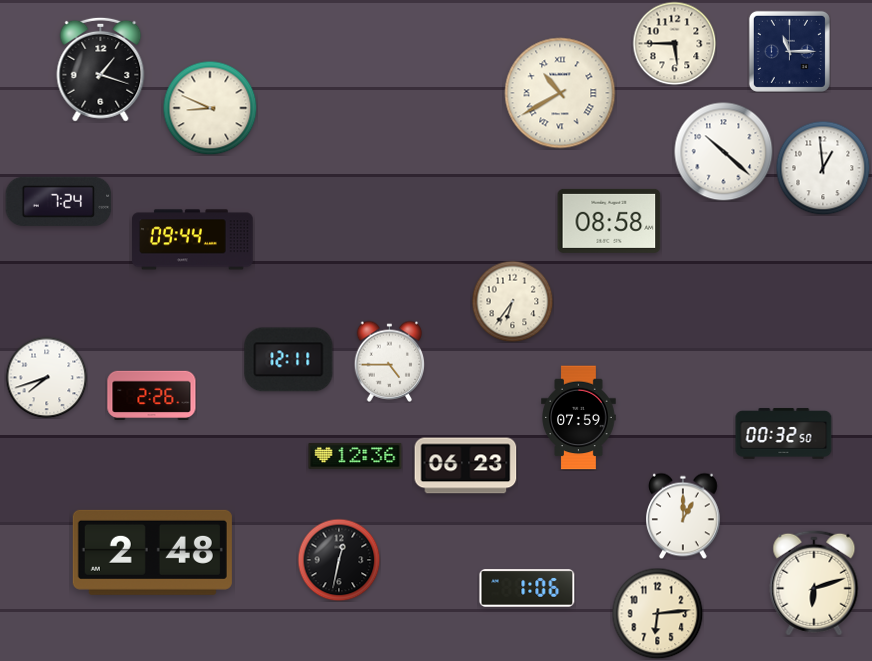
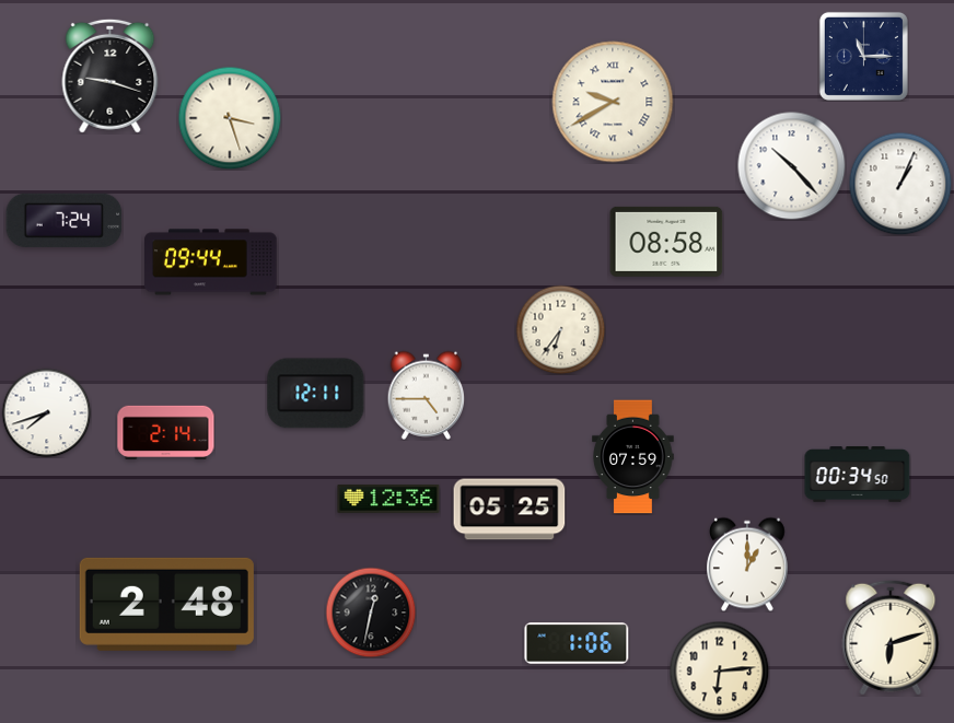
clock at (674, 43): 5:45 -> none
clock at (101, 69): 1:18 -> 9:18
clock at (560, 93): 10:40 -> 9:40
clock at (210, 108): 8:49 -> 3:27
clock at (724, 152): 10:22 -> 10:23
clock at (823, 168): 12:59 -> 1:04
clock at (46, 377) position: (46, 377) -> (46, 412)
clock at (152, 395): 2:26 -> 2:14
clock at (784, 434): 00:32 -> 00:34
clock at (466, 466): 06:23 -> 05:25
